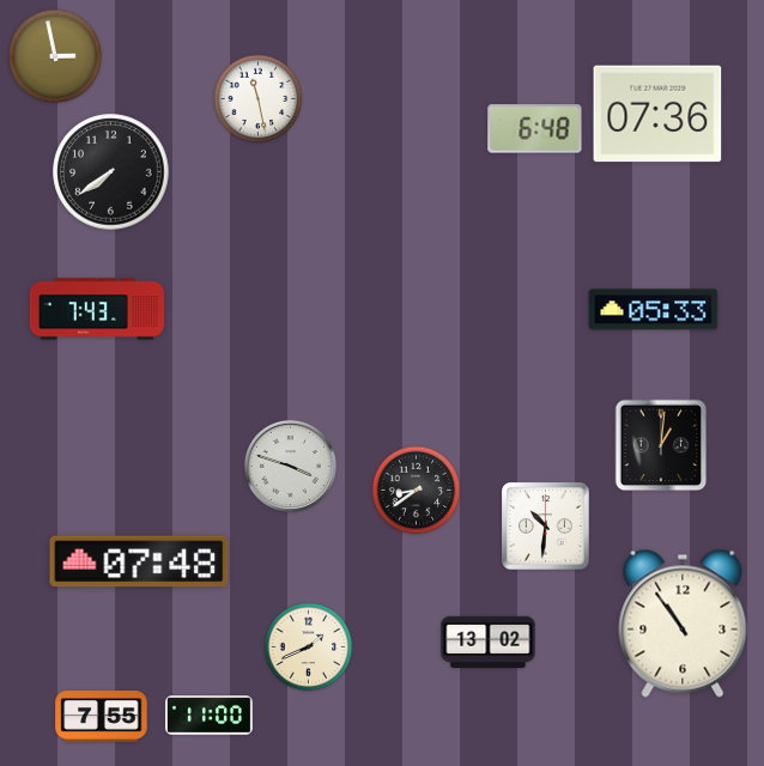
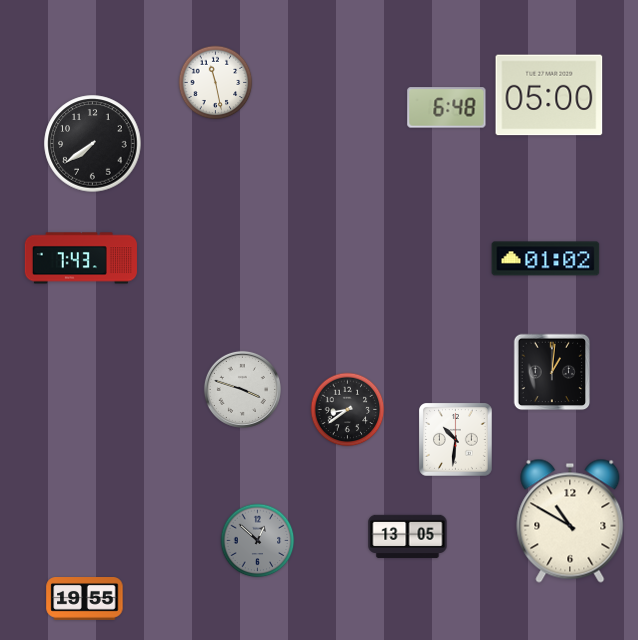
clock at (55, 56): 2:58 -> none
clock at (657, 114): 07:36 -> 05:00
clock at (654, 310): 05:33 -> 01:02
clock at (139, 561): 07:48 -> none
clock at (683, 624): 10:54 -> 10:50
clock at (489, 643): 13:02 -> 13:05
clock at (309, 648): 1:41 -> 12:52
clock at (309, 648) dial: cream -> grey
clock at (208, 716): 11:00 -> none
clock at (102, 717): 7:55 -> 19:55
